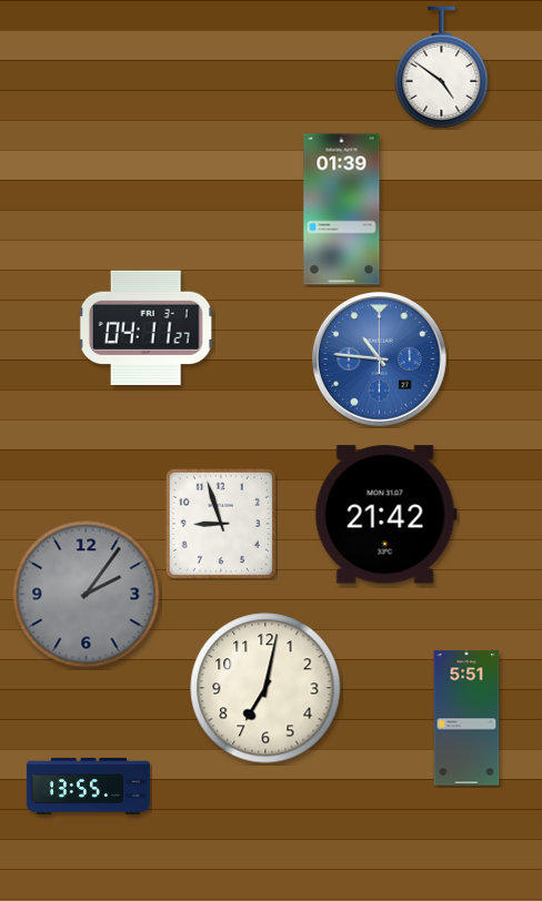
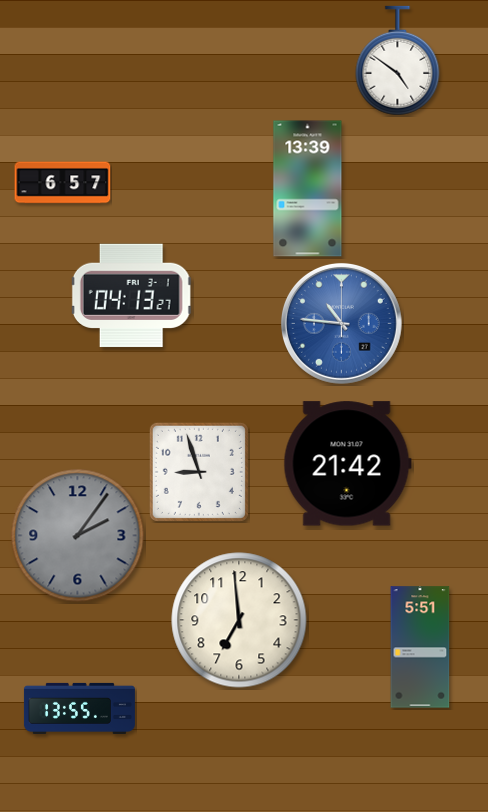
clock at (63, 183): none -> 6:57
clock at (342, 210): 01:39 -> 13:39
clock at (147, 328): 04:11 -> 04:13
clock at (265, 688): 7:02 -> 6:59
